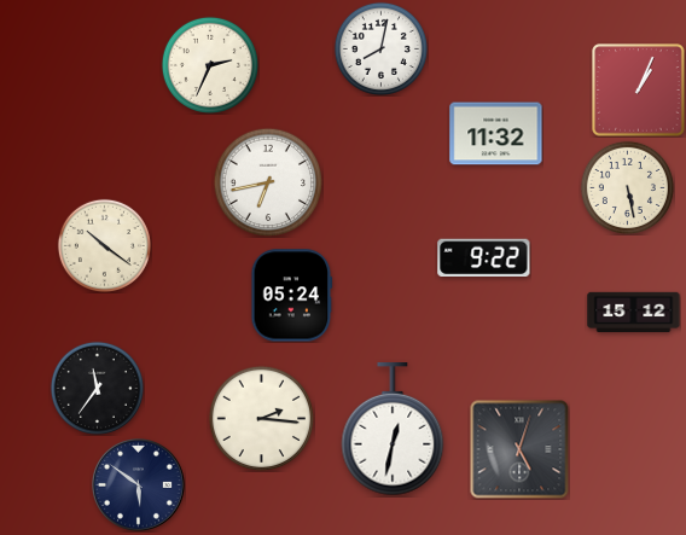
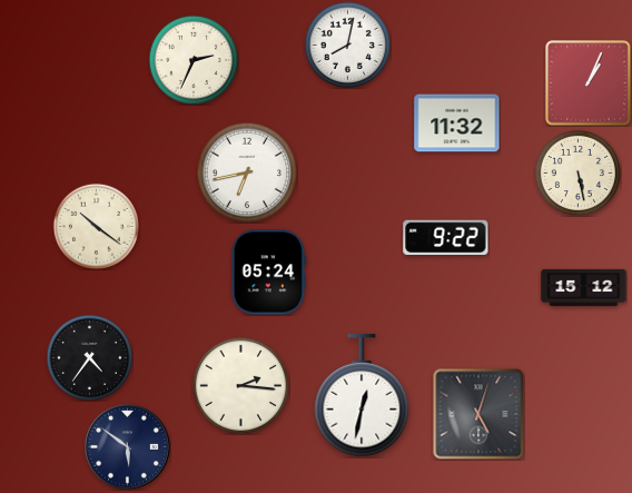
clock at (380, 48) position: (380, 48) -> (347, 45)
clock at (268, 182) position: (268, 182) -> (247, 172)
clock at (97, 388): 11:36 -> 4:36
